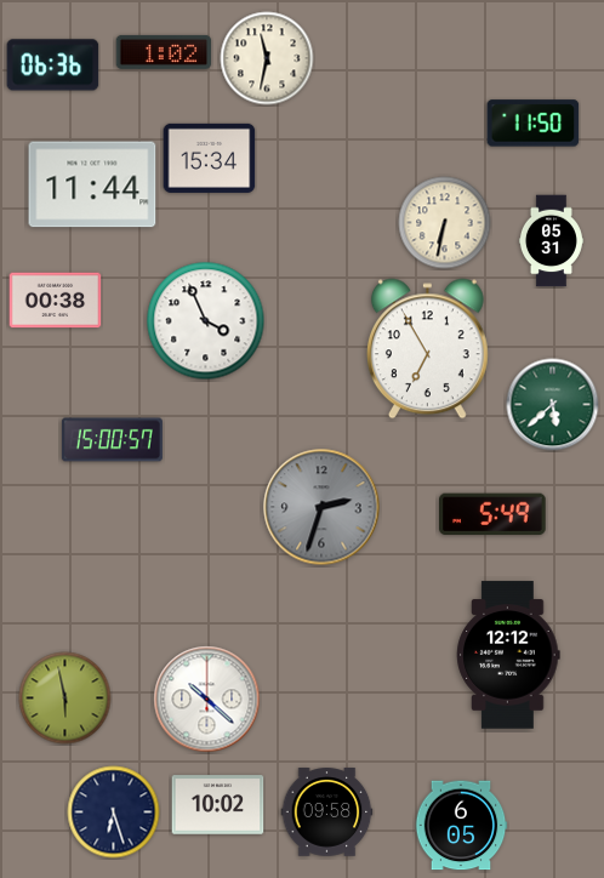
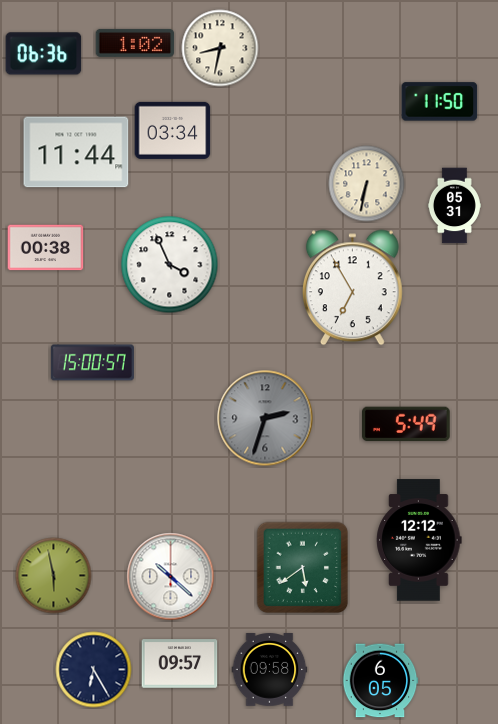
clock at (267, 58): 11:32 -> 8:32
clock at (210, 158): 15:34 -> 03:34
clock at (551, 241) position: (551, 241) -> (454, 206)
clock at (553, 405): 5:38 -> none
clock at (303, 568): none -> 5:39
clock at (218, 805): 10:02 -> 09:57
clock at (114, 813): 6:27 -> 6:25
